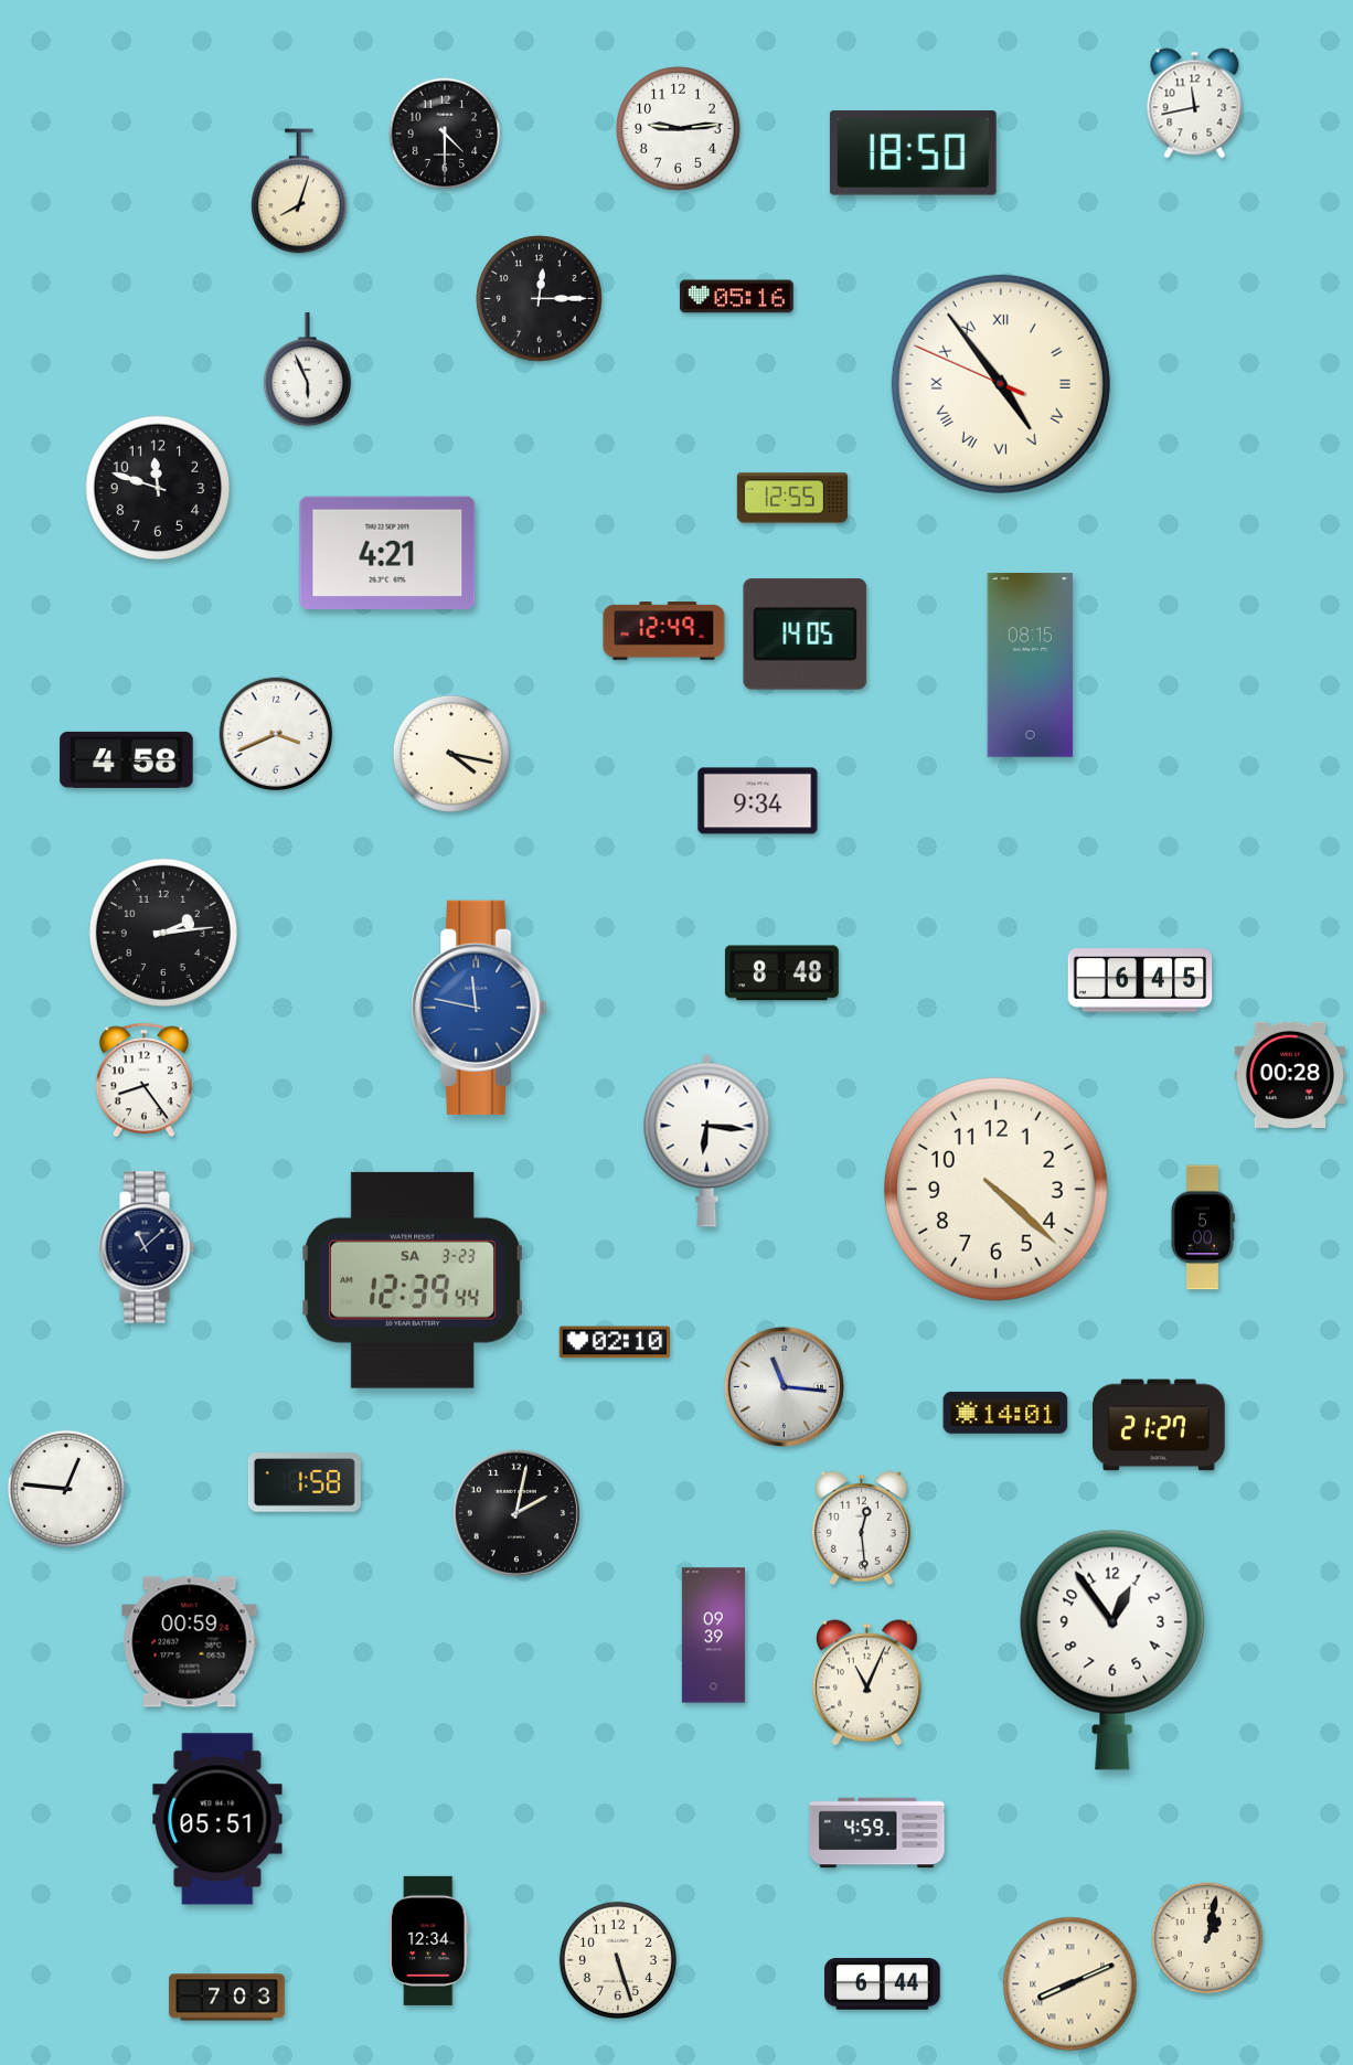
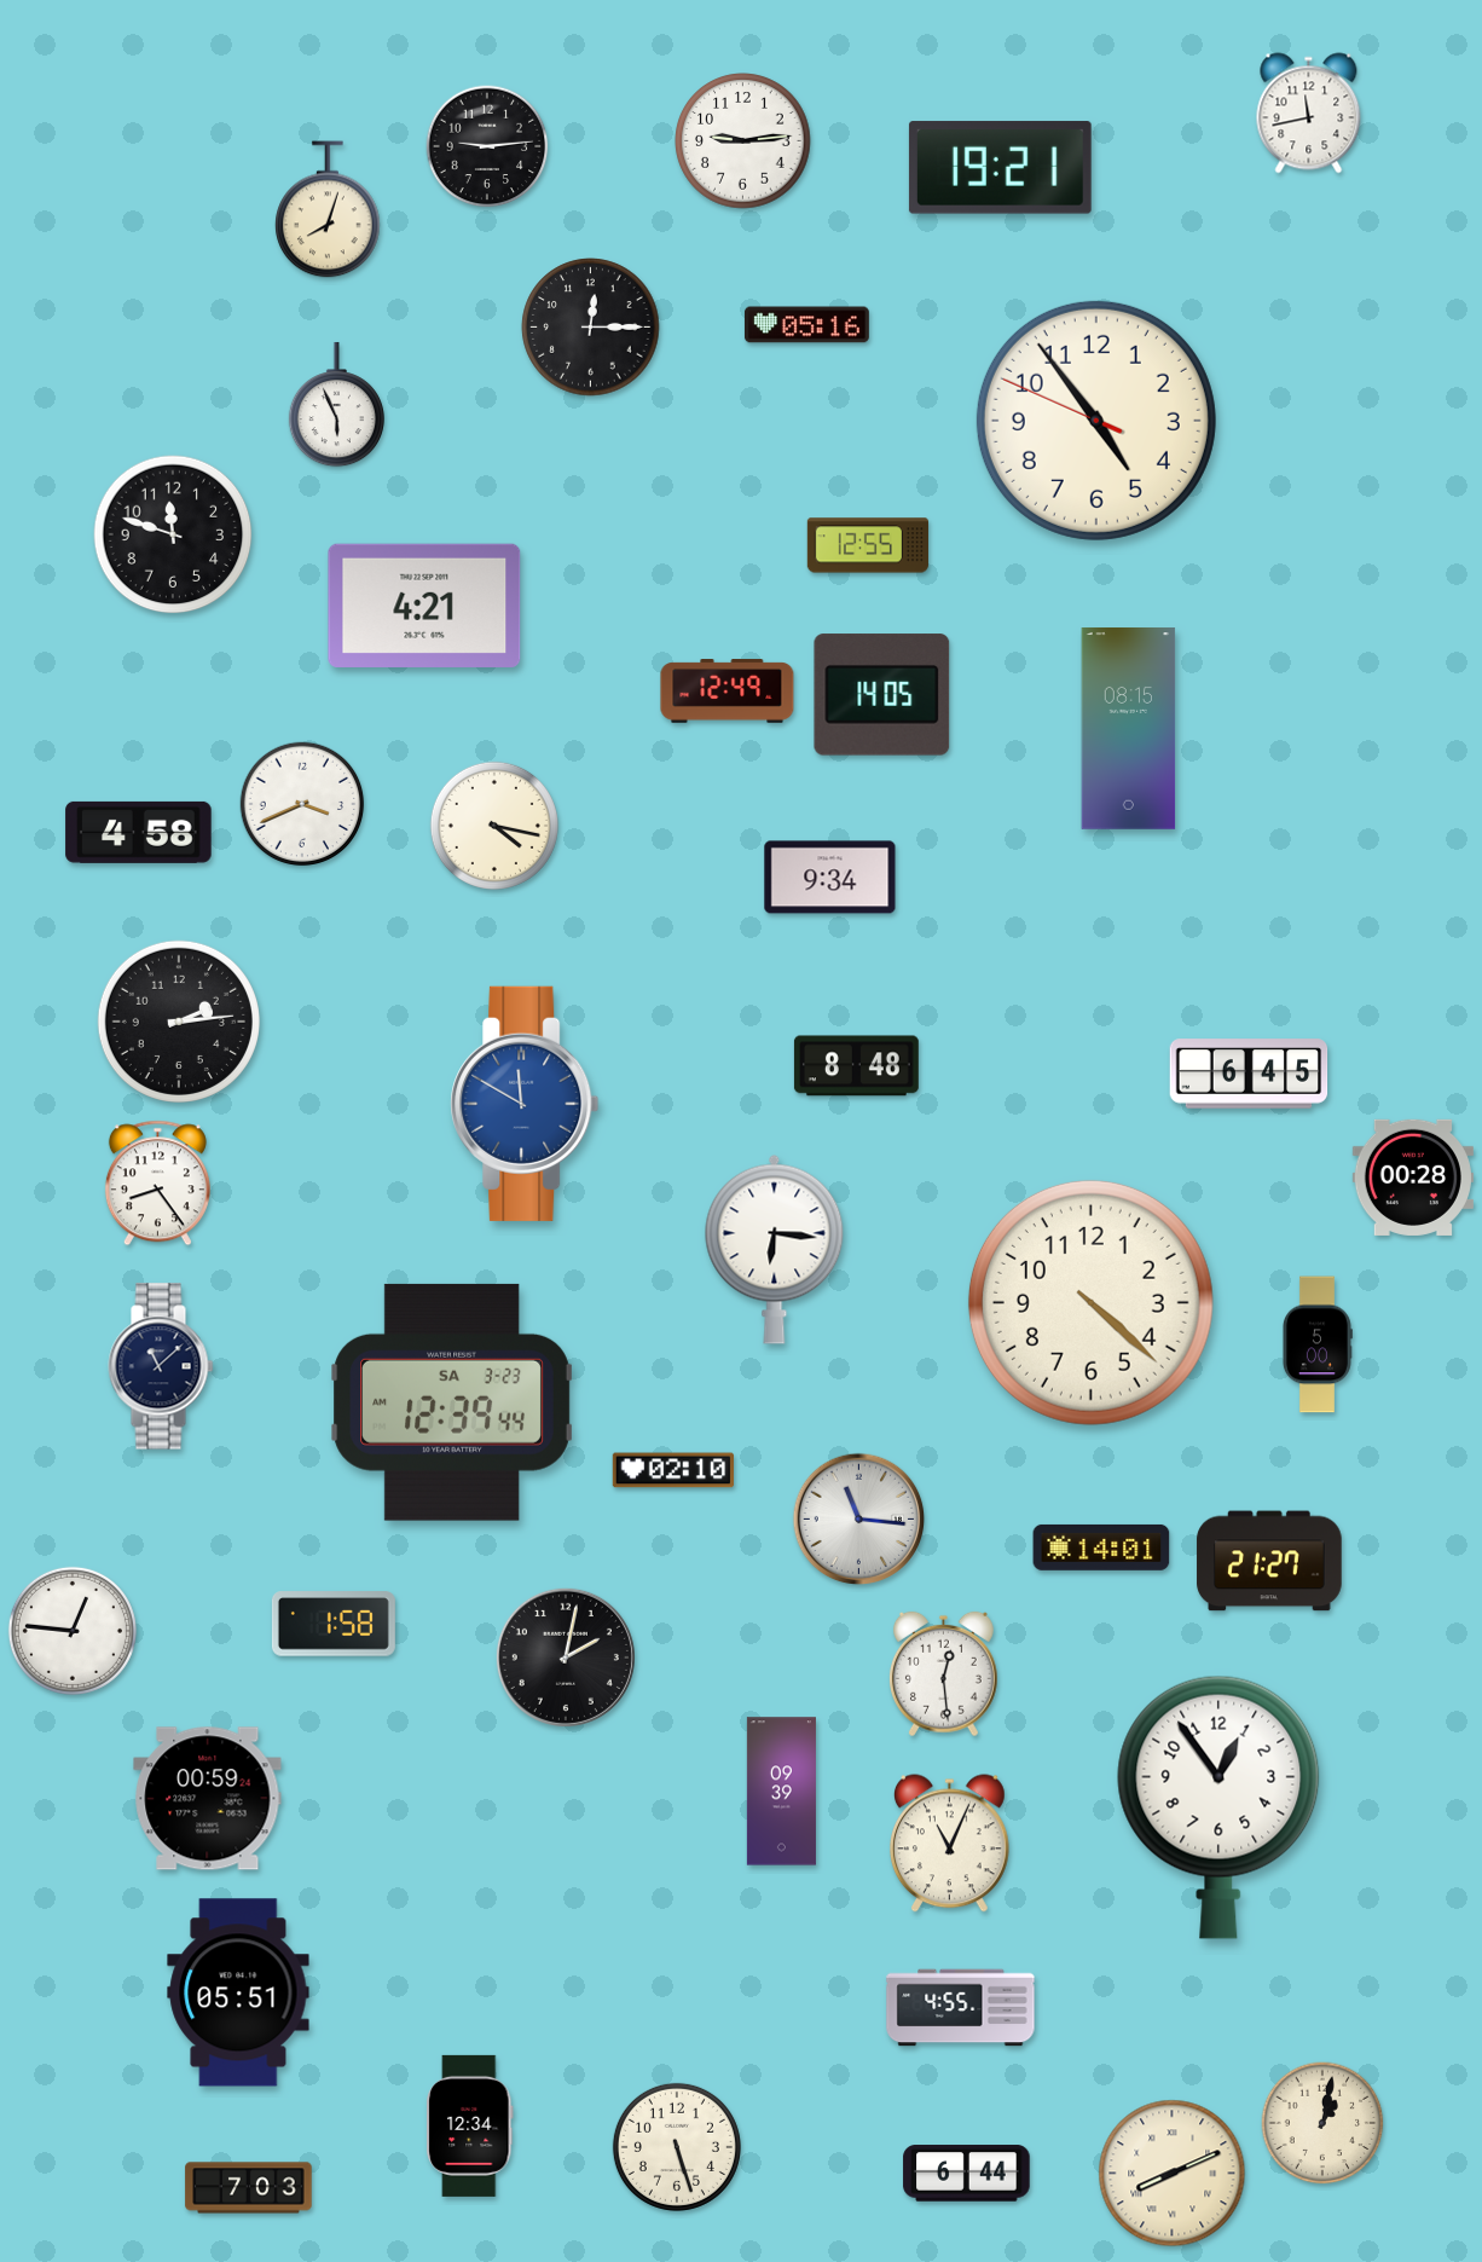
clock at (445, 134): 4:30 -> 9:14
clock at (913, 153): 18:50 -> 19:21
clock at (1001, 384) numerals: Roman -> Arabic
clock at (479, 1008): 11:47 -> 11:50
clock at (877, 1833): 4:59 -> 4:55
